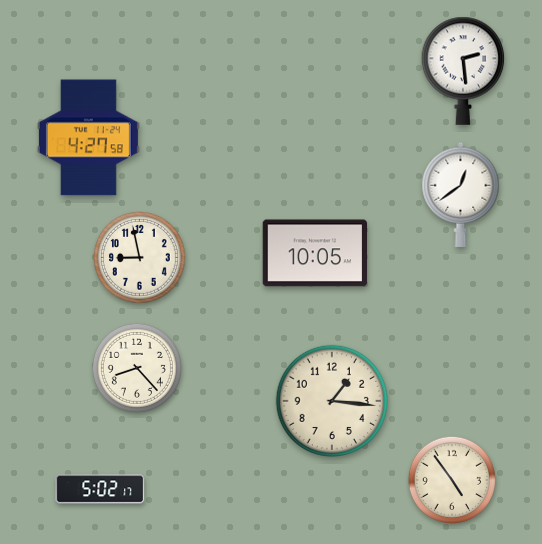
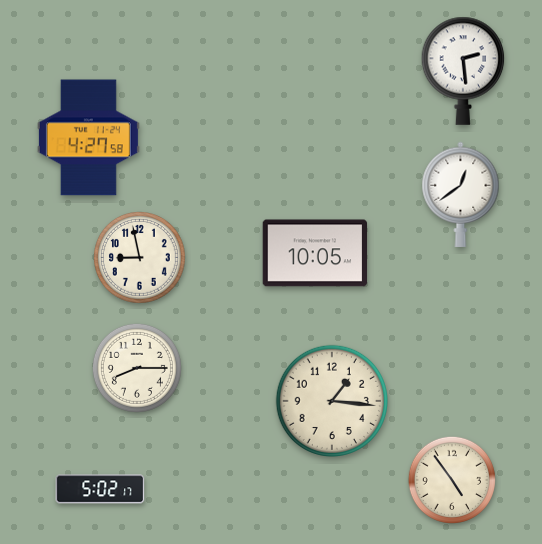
clock at (137, 368): 8:23 -> 8:15
